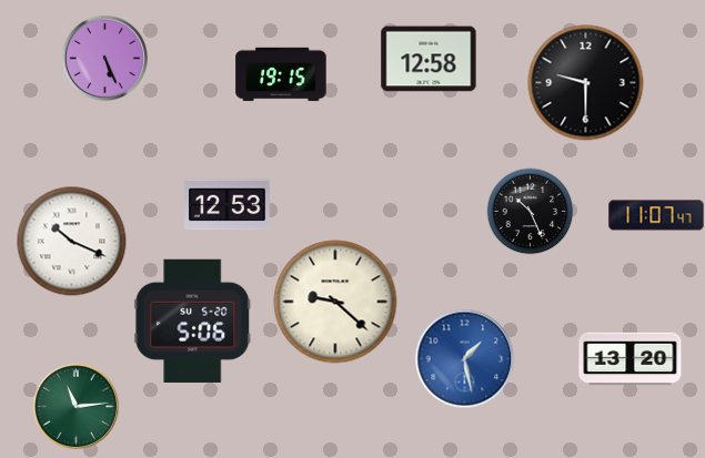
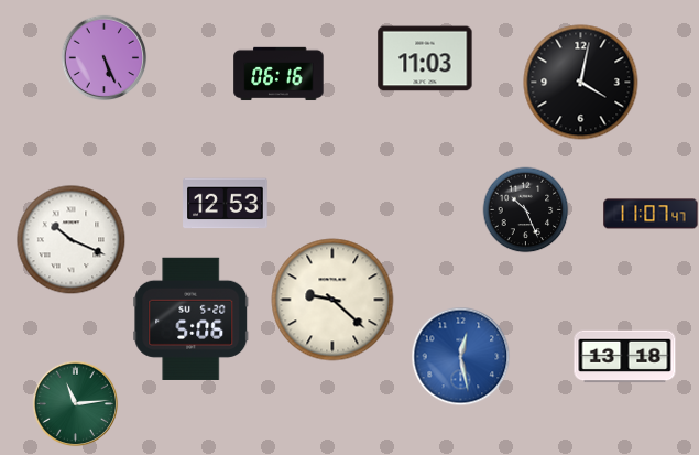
clock at (429, 59): 12:58 -> 11:03
clock at (281, 74): 19:15 -> 06:16
clock at (586, 83): 9:30 -> 4:02
clock at (464, 358): 1:28 -> 12:28
clock at (631, 359): 13:20 -> 13:18
